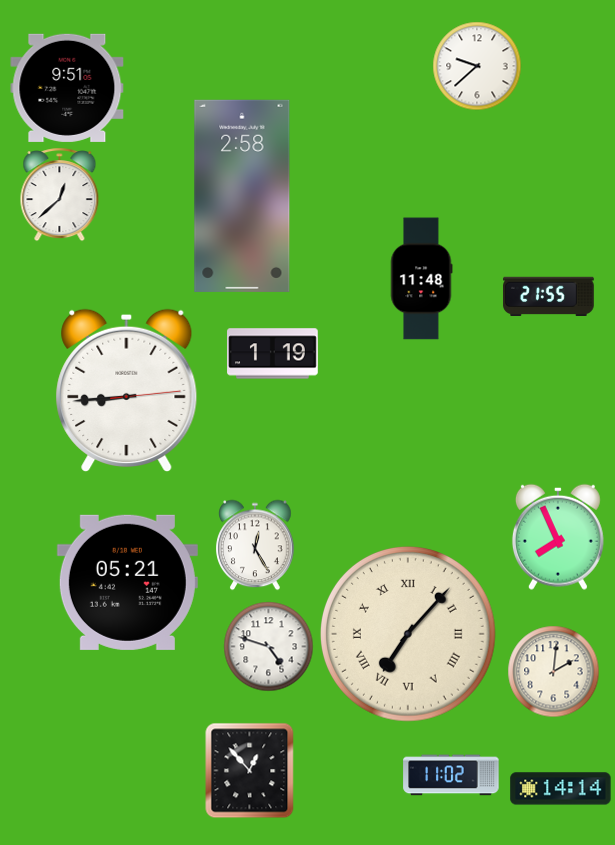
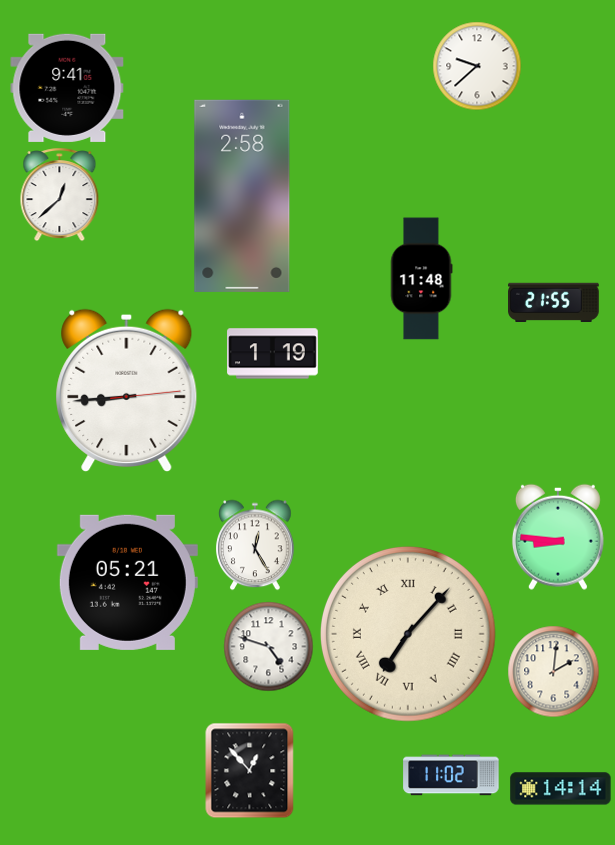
clock at (67, 88): 9:51 -> 9:41
clock at (549, 296) position: (549, 296) -> (554, 302)
clock at (558, 537): 7:56 -> 8:46
